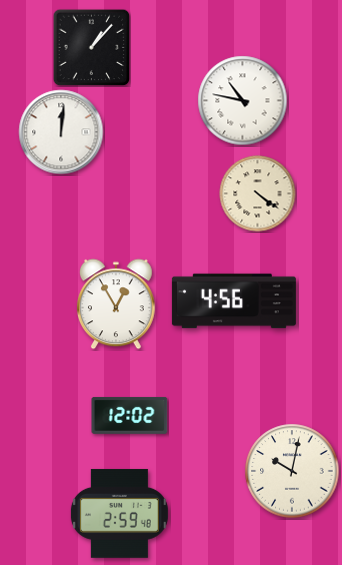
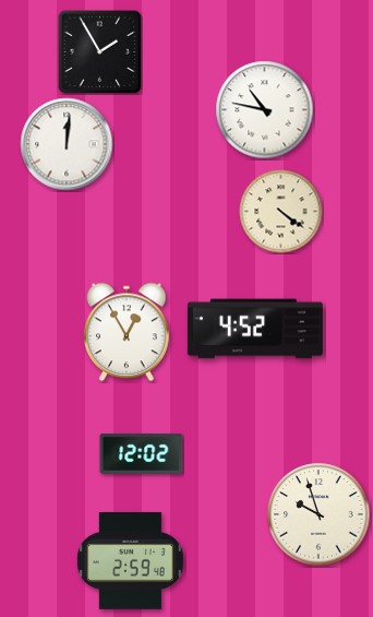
clock at (91, 47): 1:07 -> 1:55
clock at (234, 301): 4:56 -> 4:52
clock at (292, 471): 10:02 -> 9:57
